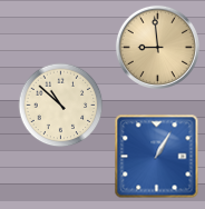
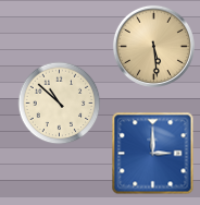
clock at (157, 47): 8:59 -> 5:29
clock at (157, 157): 1:05 -> 3:00
